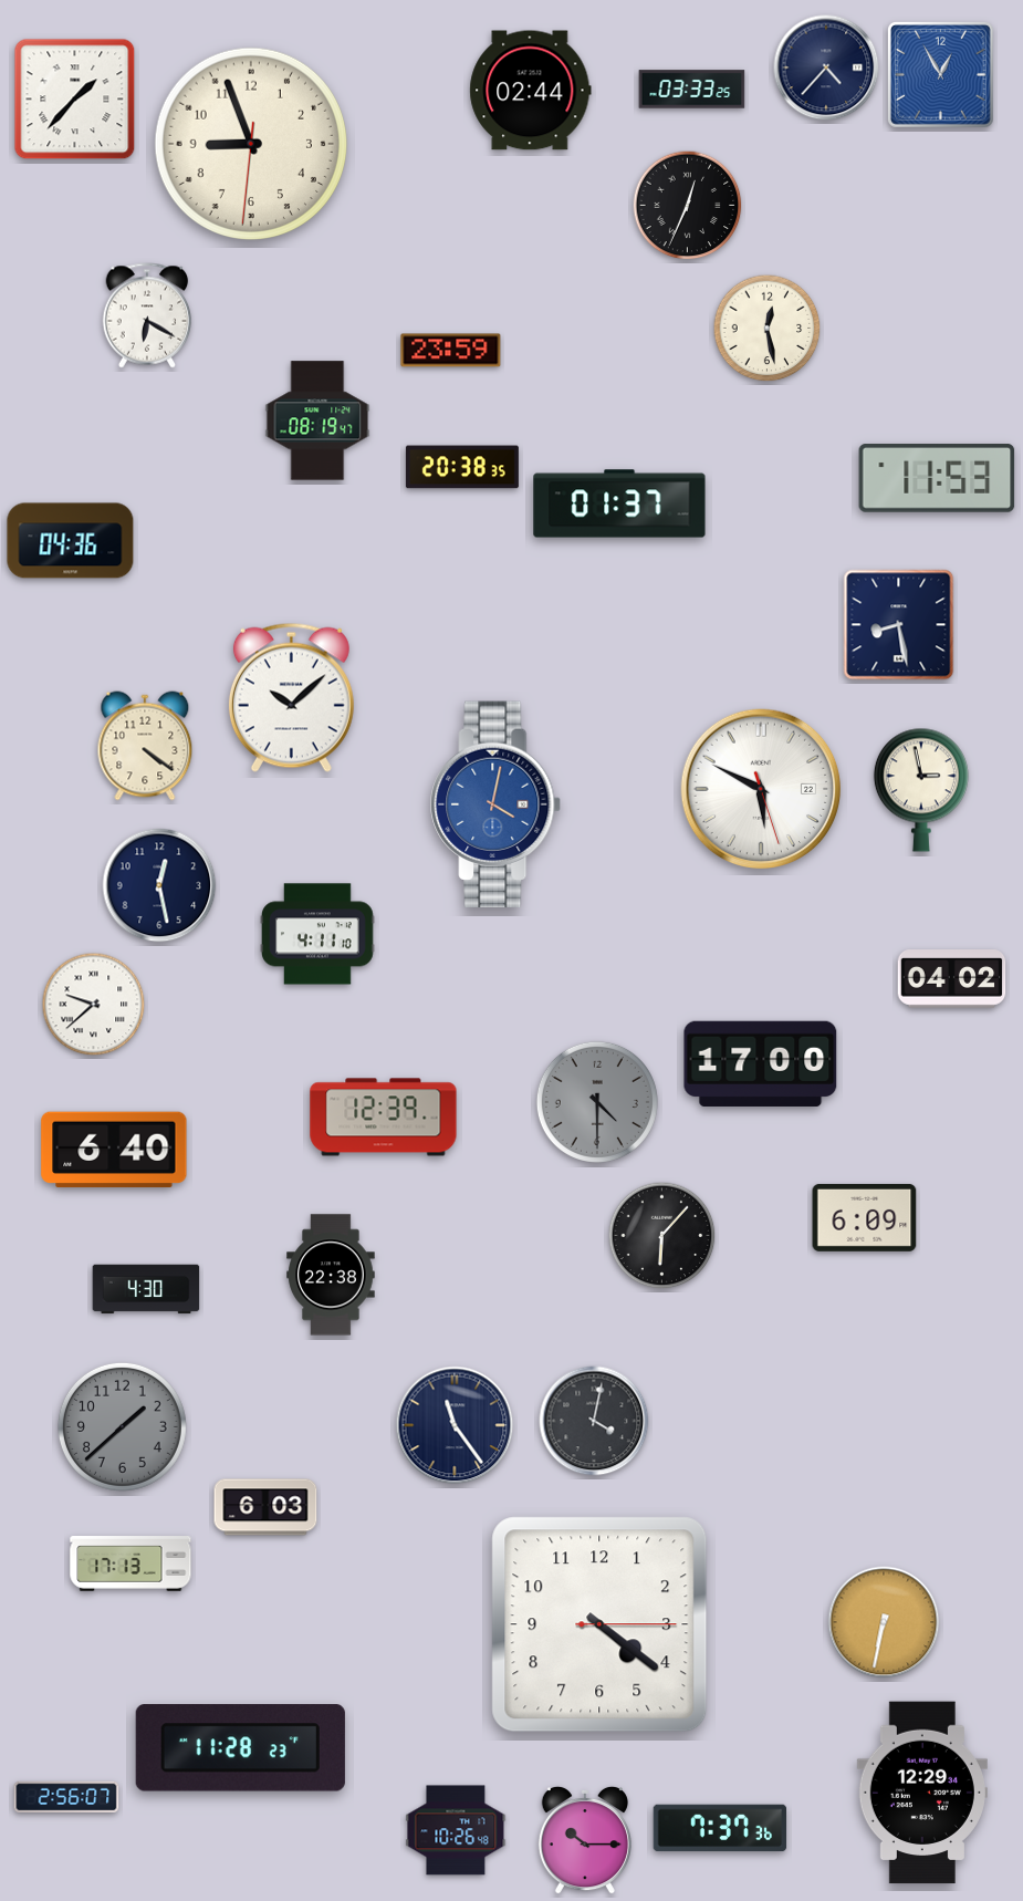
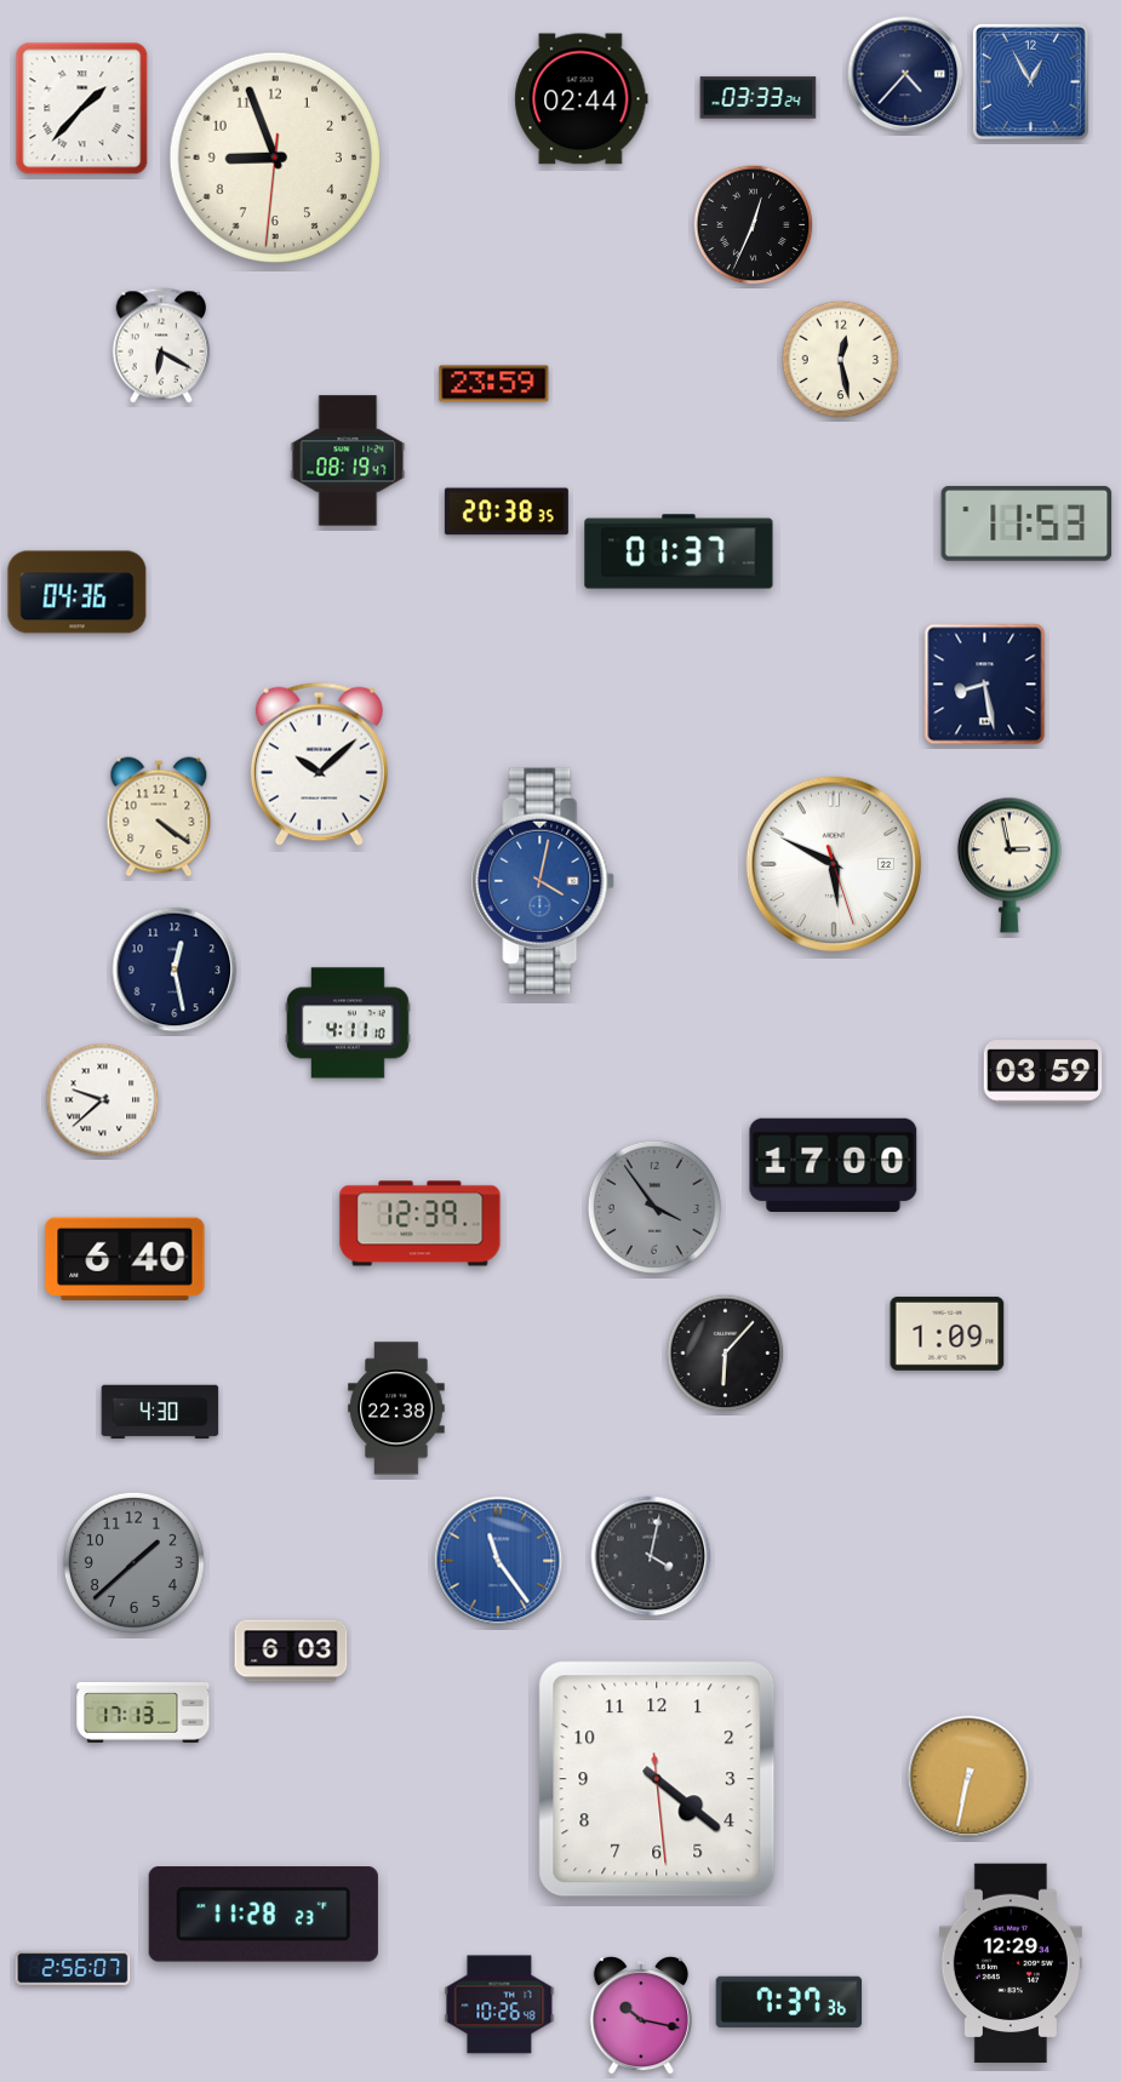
clock at (692, 90): 03:33:25 -> 03:33:24
clock at (952, 979): 04:02 -> 03:59
clock at (597, 1102): 4:30 -> 3:54
clock at (865, 1217): 6:09 -> 1:09
clock at (331, 1275) position: (331, 1275) -> (396, 1408)
clock at (455, 1425) dial: navy -> blue
clock at (599, 1624): 4:21:15 -> 4:21:29
clock at (585, 1840): 10:15 -> 10:17
